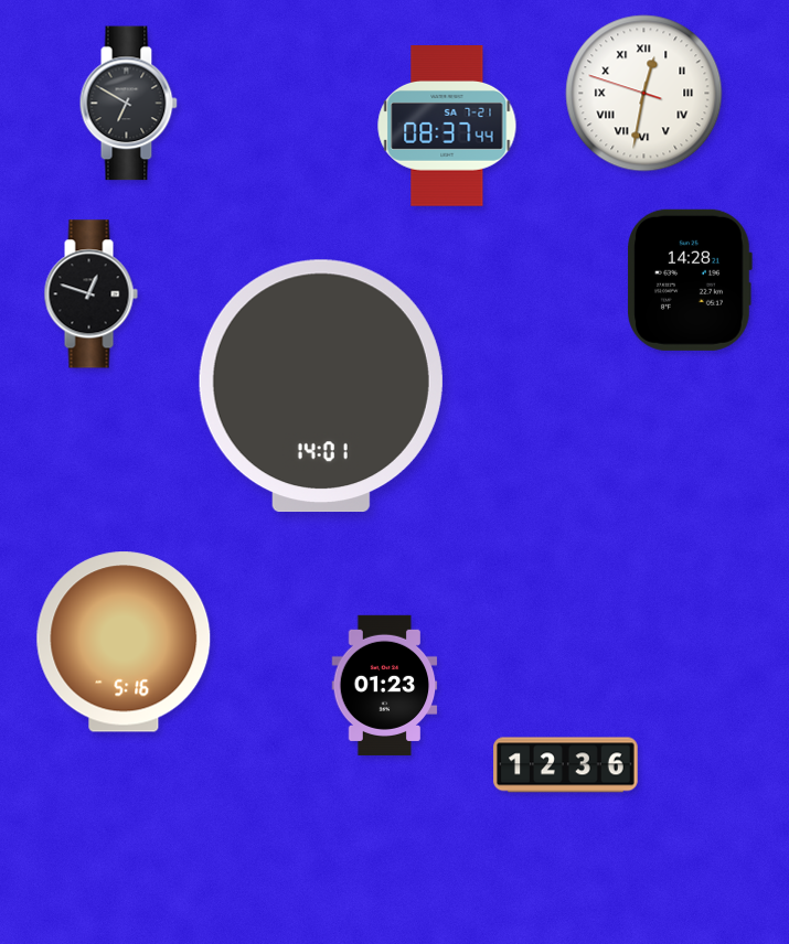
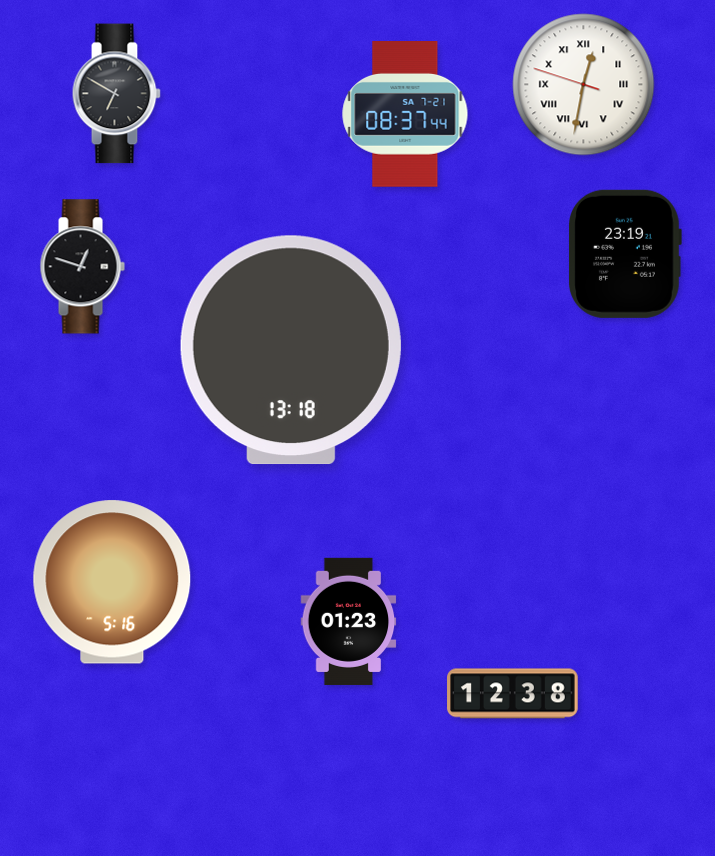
clock at (690, 280): 14:28 -> 23:19
clock at (321, 386): 14:01 -> 13:18
clock at (566, 765): 12:36 -> 12:38
